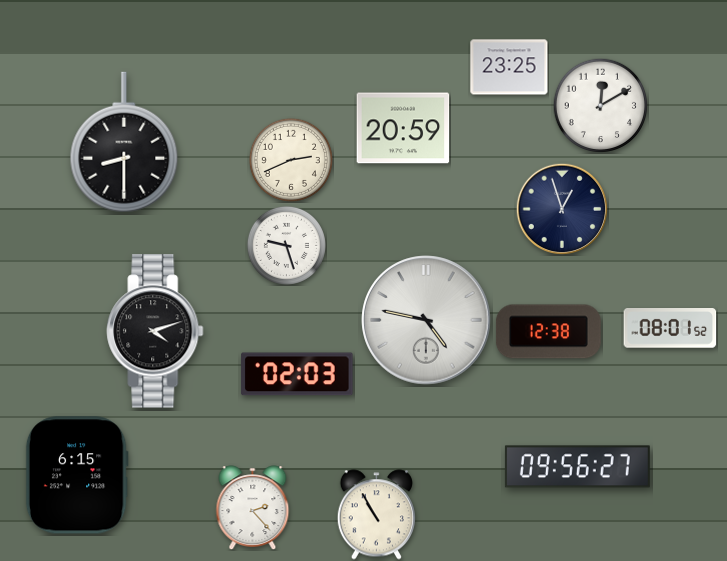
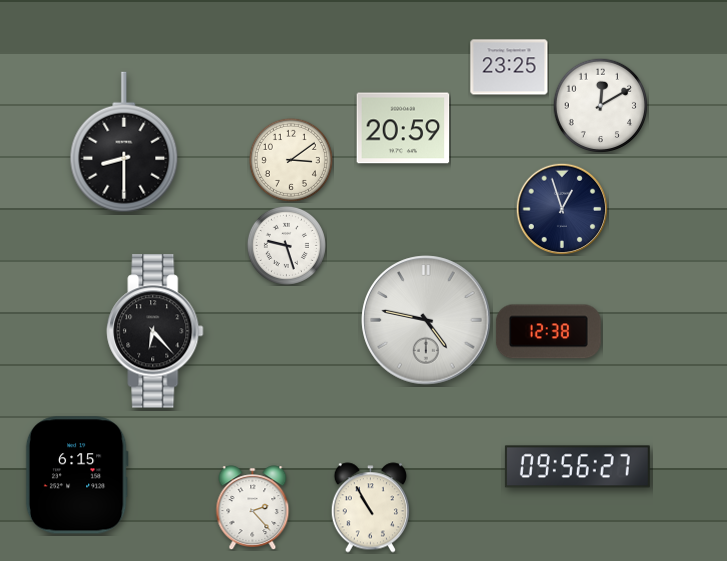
clock at (291, 160): 2:41 -> 3:09
clock at (670, 329): 08:01 -> none
clock at (155, 331): 4:12 -> 6:23
clock at (297, 374): 02:03 -> none
clock at (376, 515) position: (376, 515) -> (370, 508)
